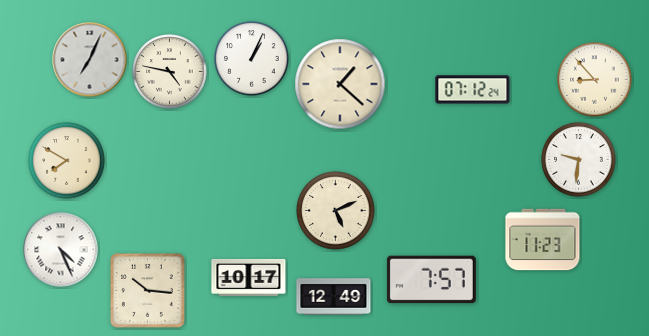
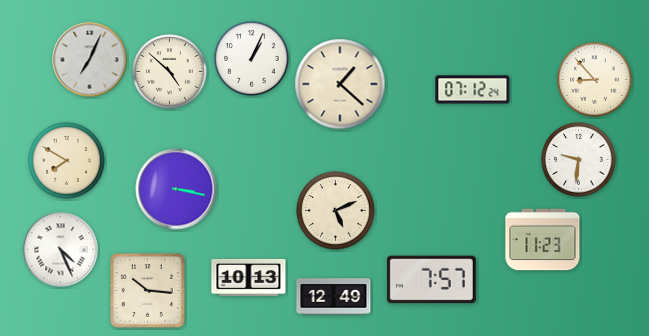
clock at (170, 72): 4:47 -> 4:52
clock at (176, 189): none -> 3:17
clock at (249, 277): 10:17 -> 10:13
